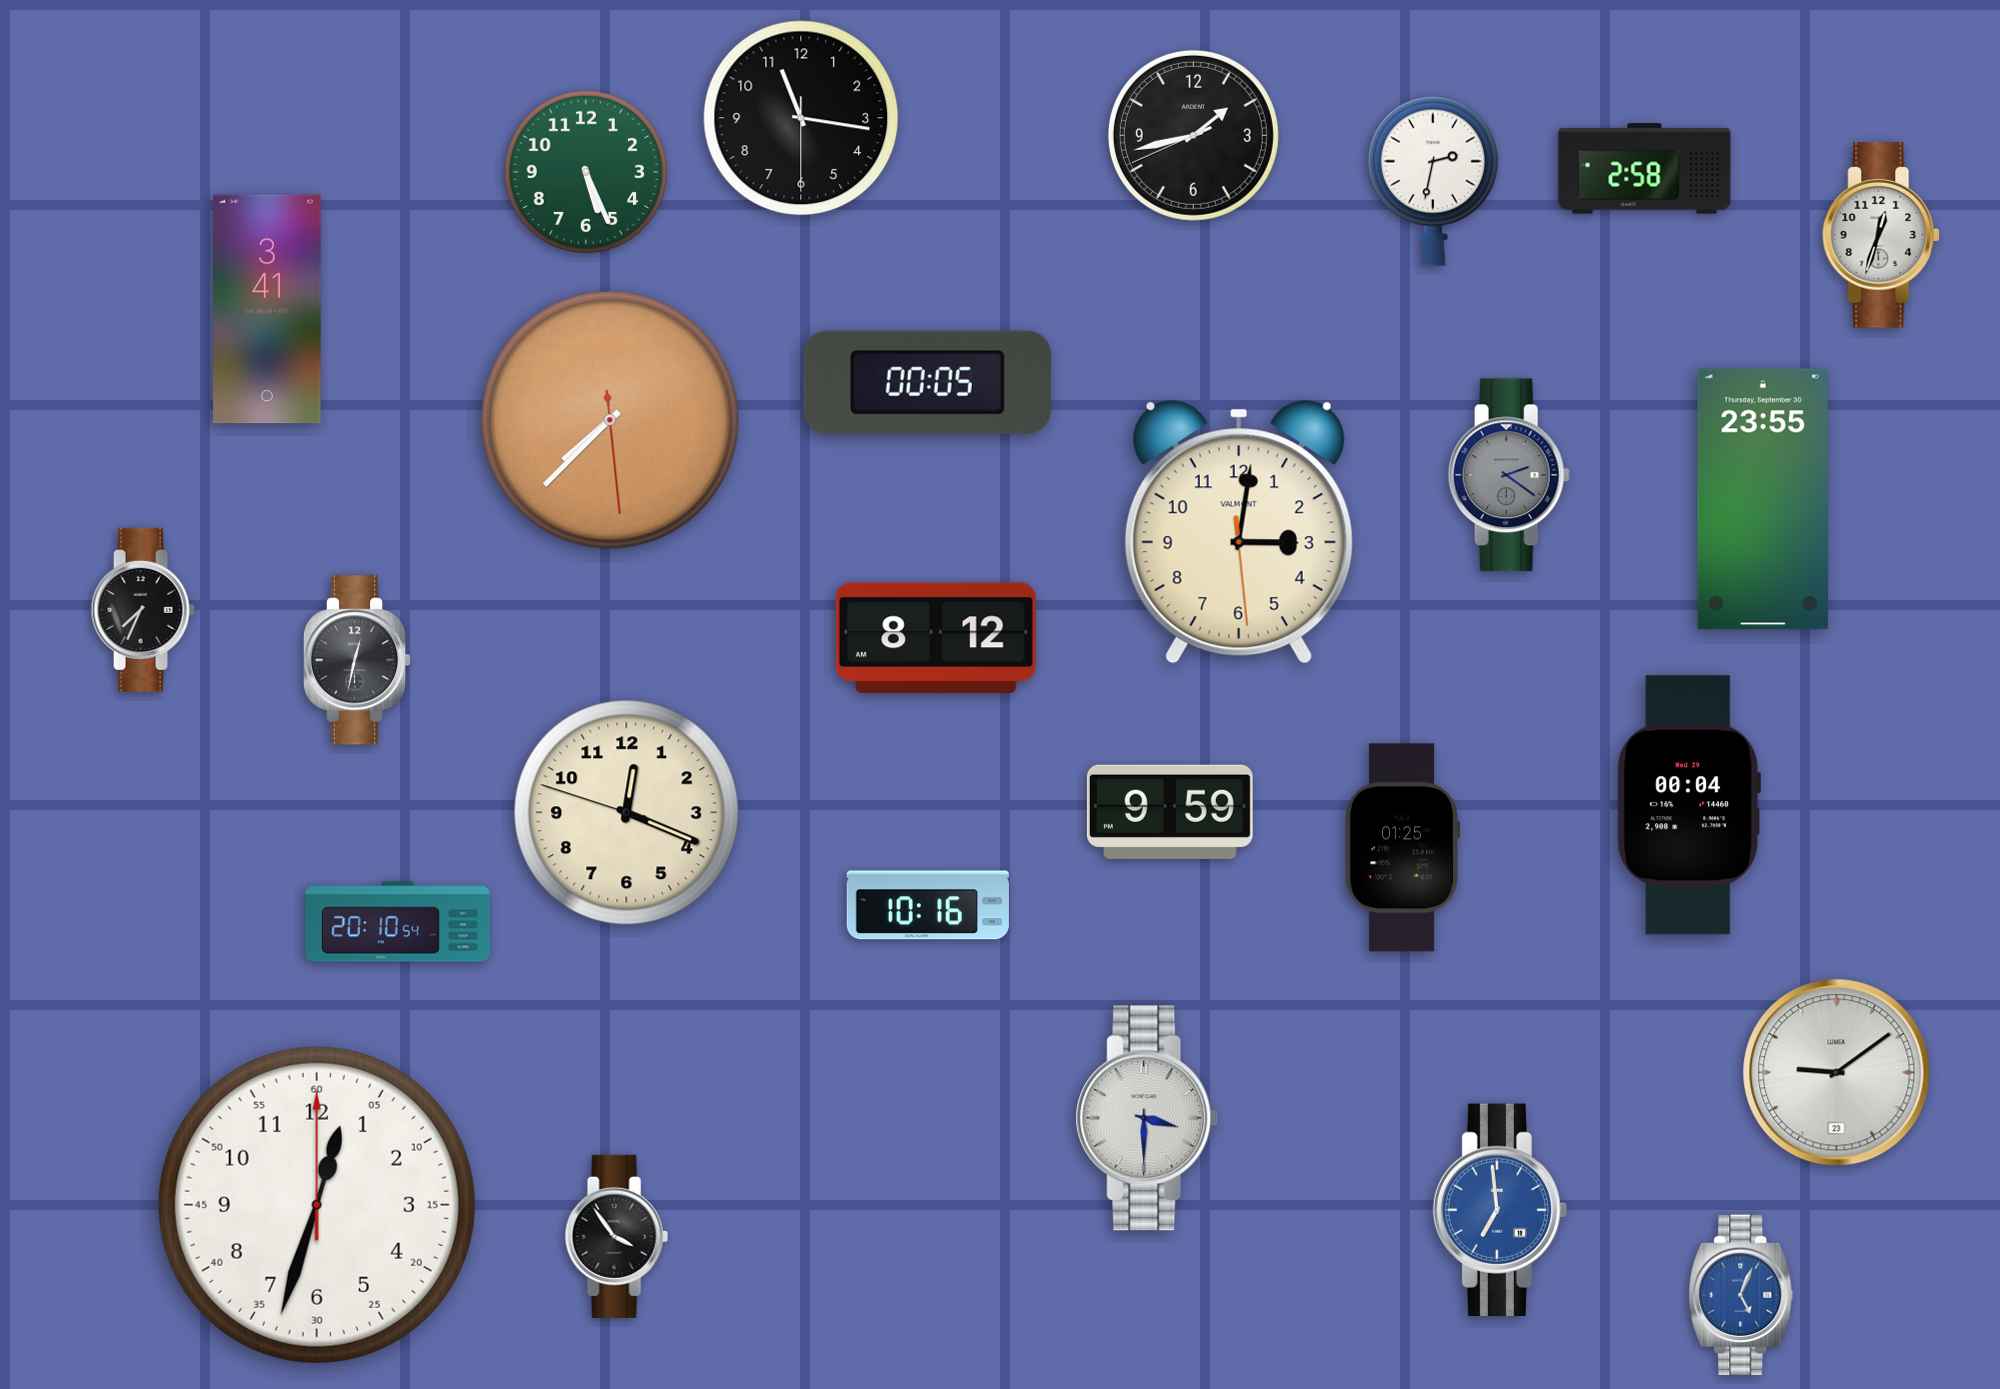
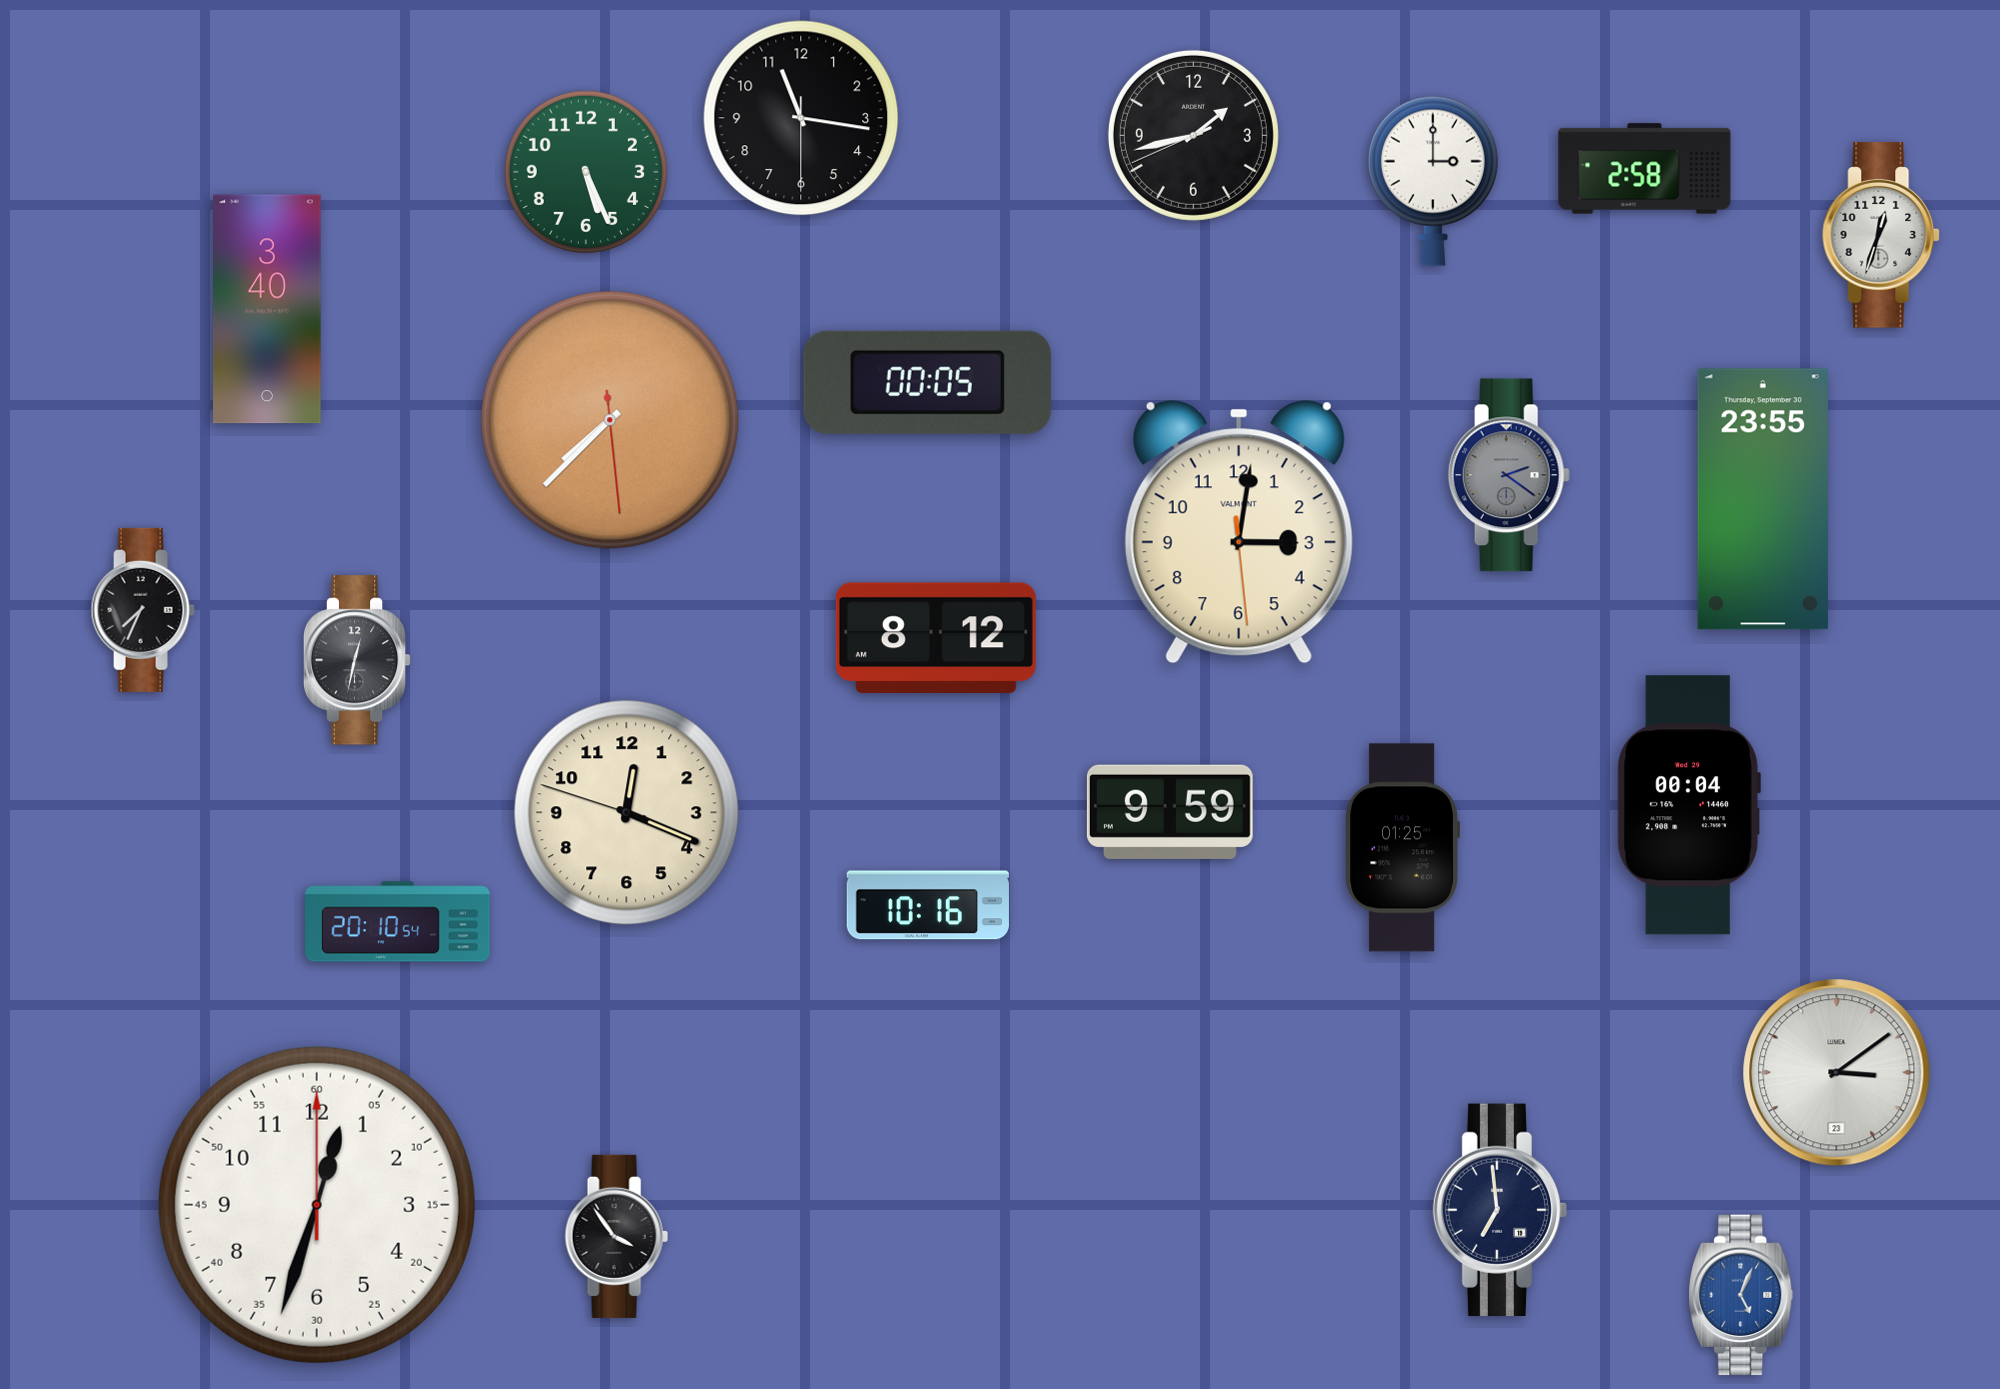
clock at (1433, 181): 2:32 -> 3:00
clock at (268, 309): 3:41 -> 3:40
clock at (1837, 1073): 9:09 -> 3:09
clock at (1147, 1118): 3:30 -> none
clock at (1500, 1209) dial: blue -> navy
